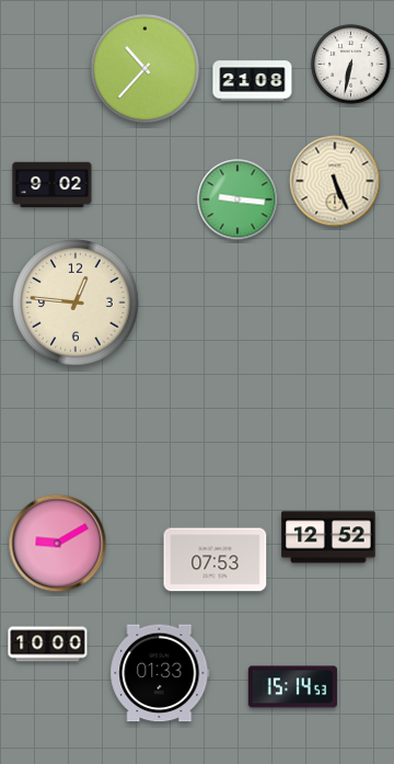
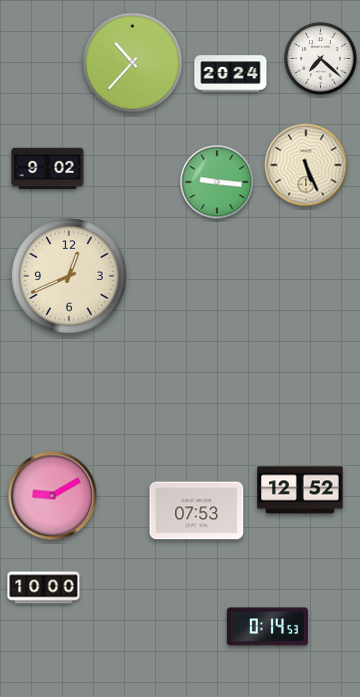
clock at (351, 65): 6:32 -> 7:22
clock at (253, 81): 21:08 -> 20:24
clock at (76, 303): 12:46 -> 12:41
clock at (160, 673): 01:33 -> none
clock at (292, 687): 15:14 -> 0:14
